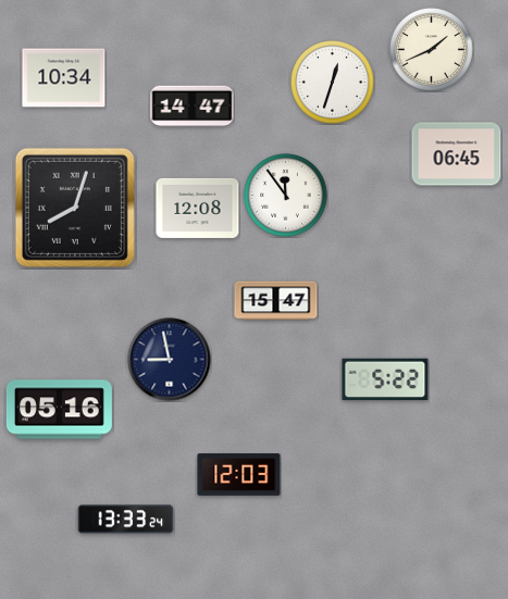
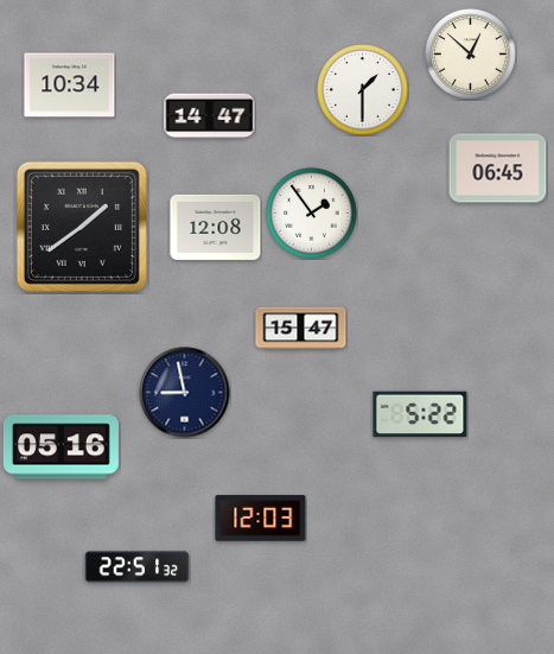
clock at (432, 50): 1:41 -> 12:52
clock at (333, 83): 12:33 -> 1:30
clock at (286, 196): 11:54 -> 1:54
clock at (75, 208): 8:03 -> 1:39
clock at (59, 410) position: (59, 410) -> (61, 447)
clock at (126, 520): 13:33 -> 22:51
